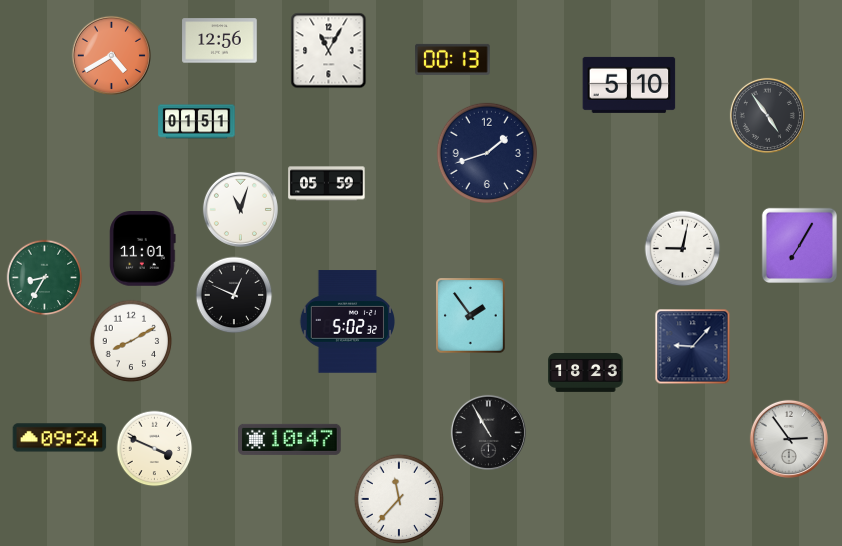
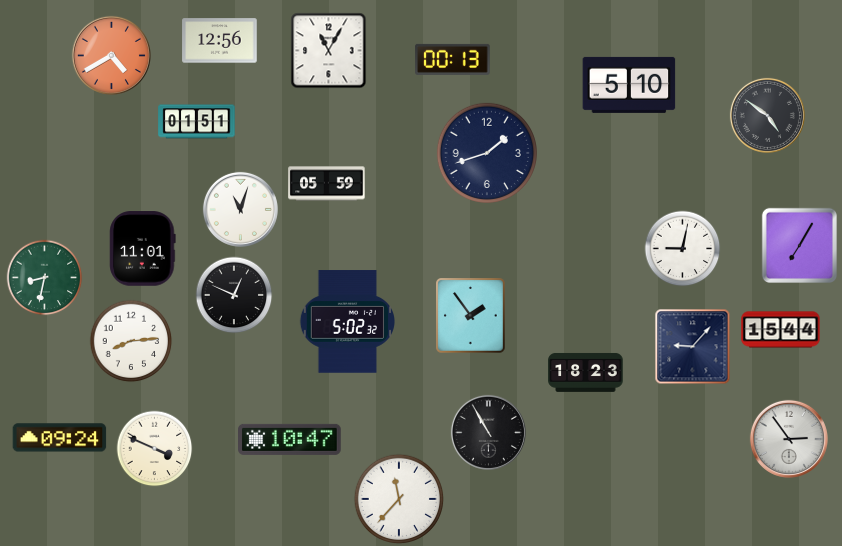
clock at (767, 115): 4:54 -> 4:51
clock at (45, 278): 8:35 -> 8:32
clock at (781, 330): none -> 15:44
clock at (131, 341): 8:10 -> 8:14
